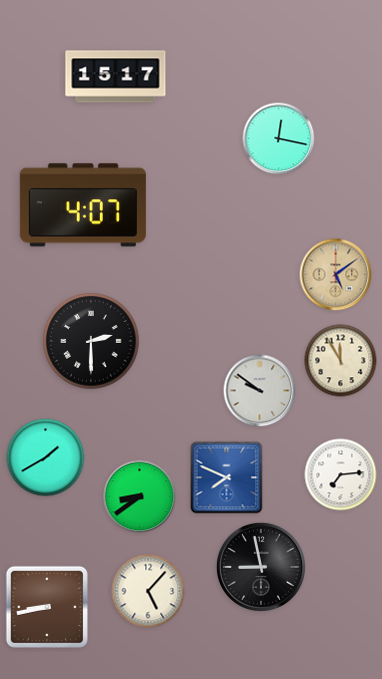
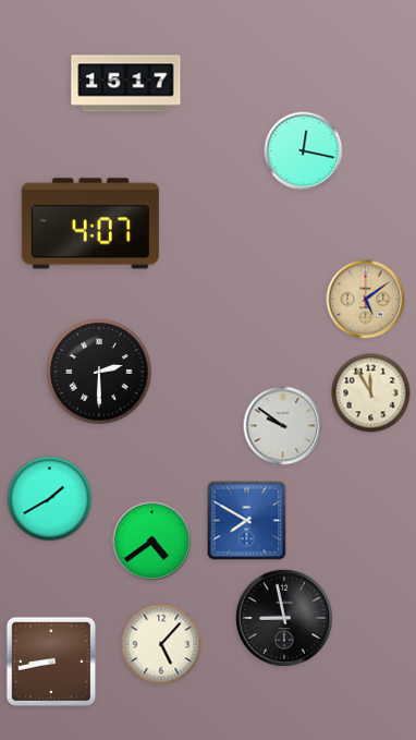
clock at (341, 475): 7:14 -> none
clock at (227, 478): 7:49 -> 7:50
clock at (140, 497): 8:39 -> 4:39
